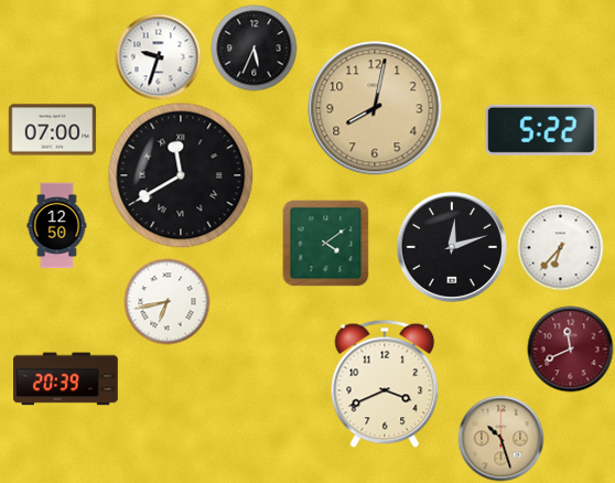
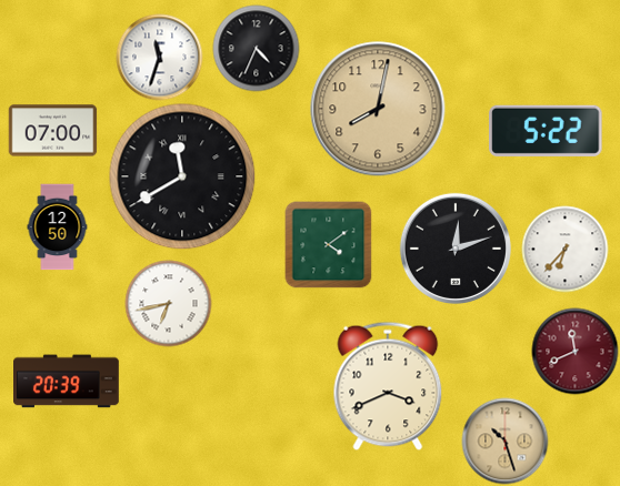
clock at (253, 47): 5:34 -> 4:34
clock at (158, 56): 9:33 -> 11:33
